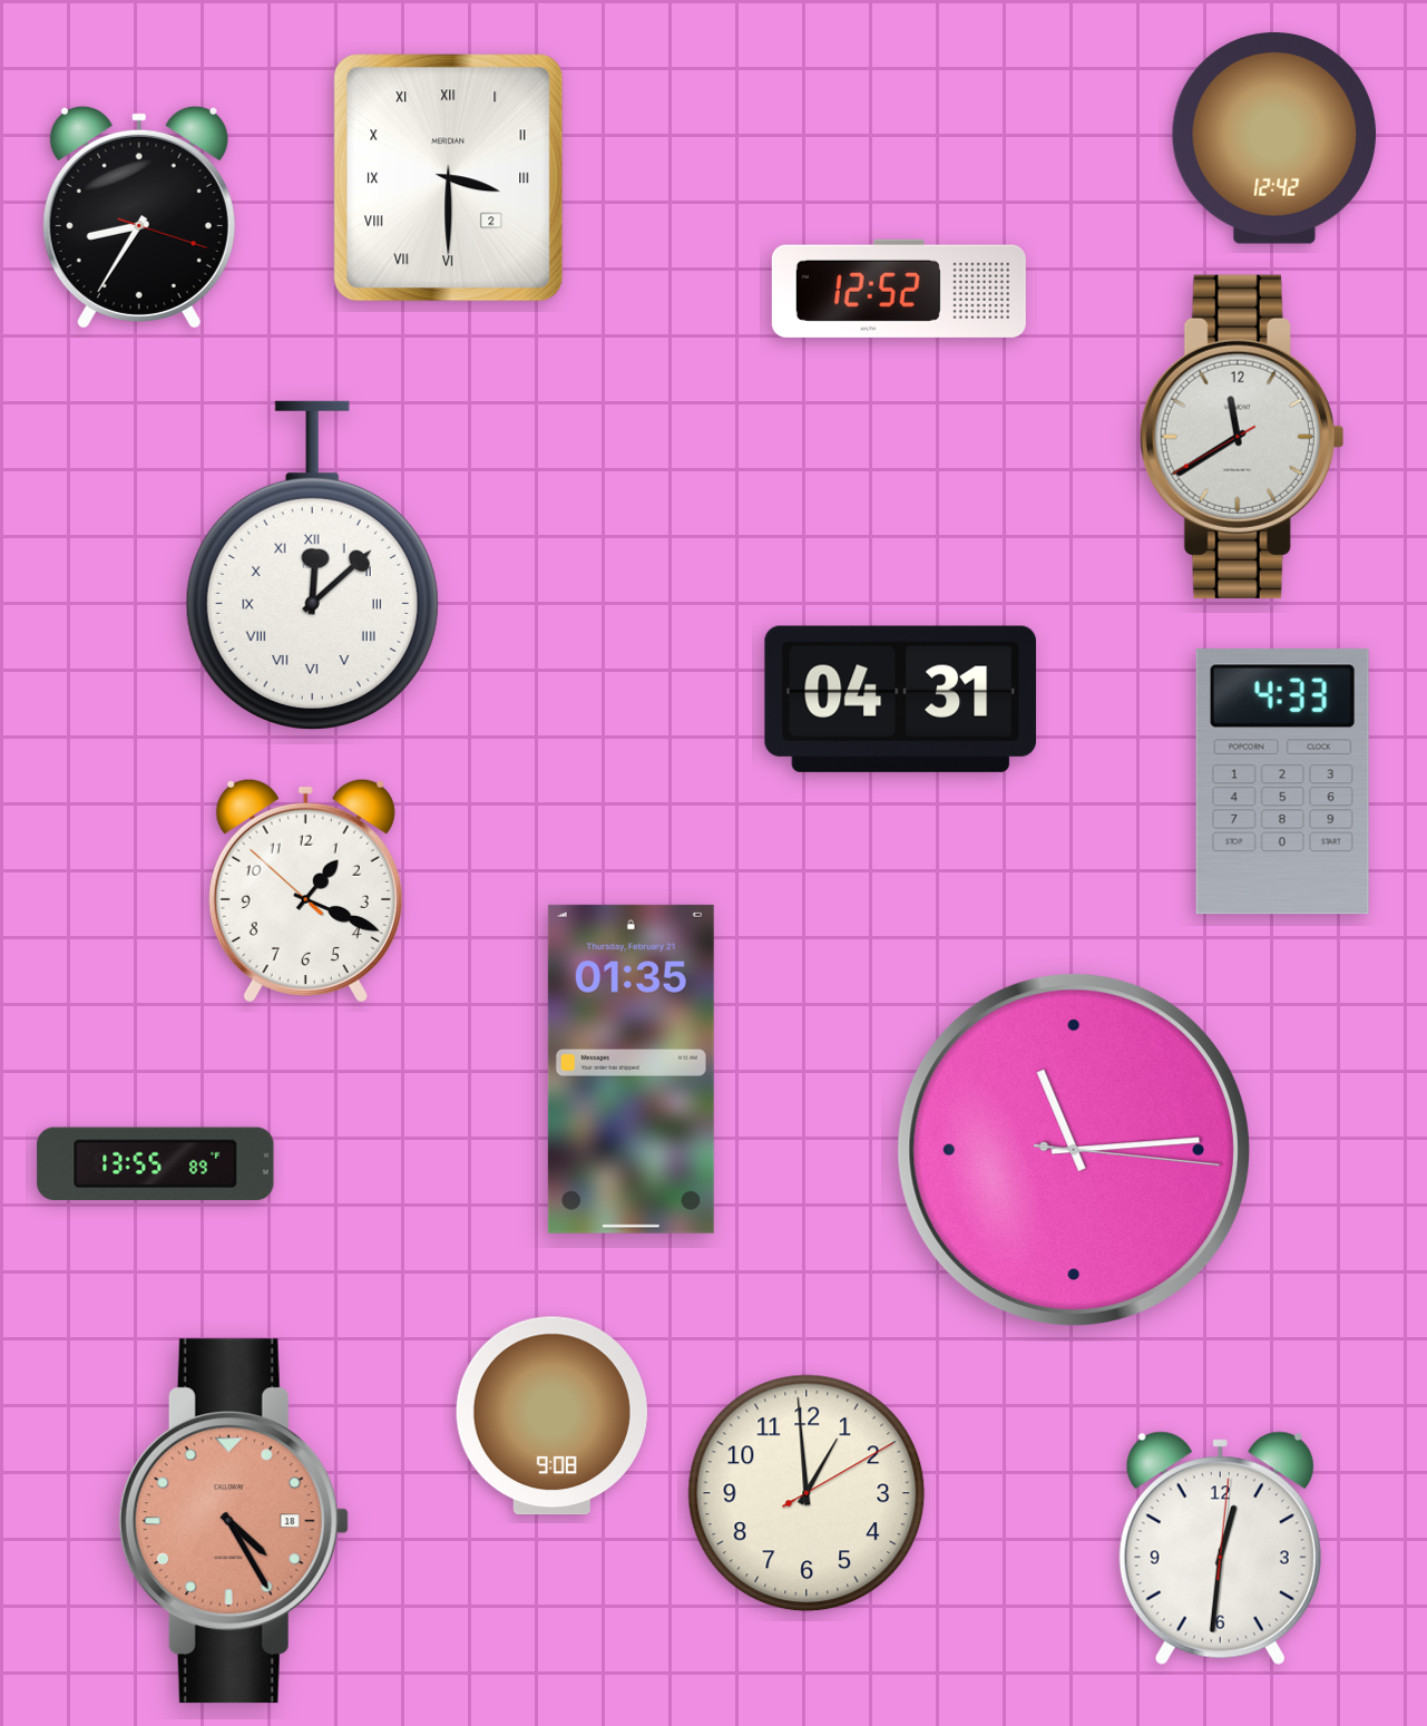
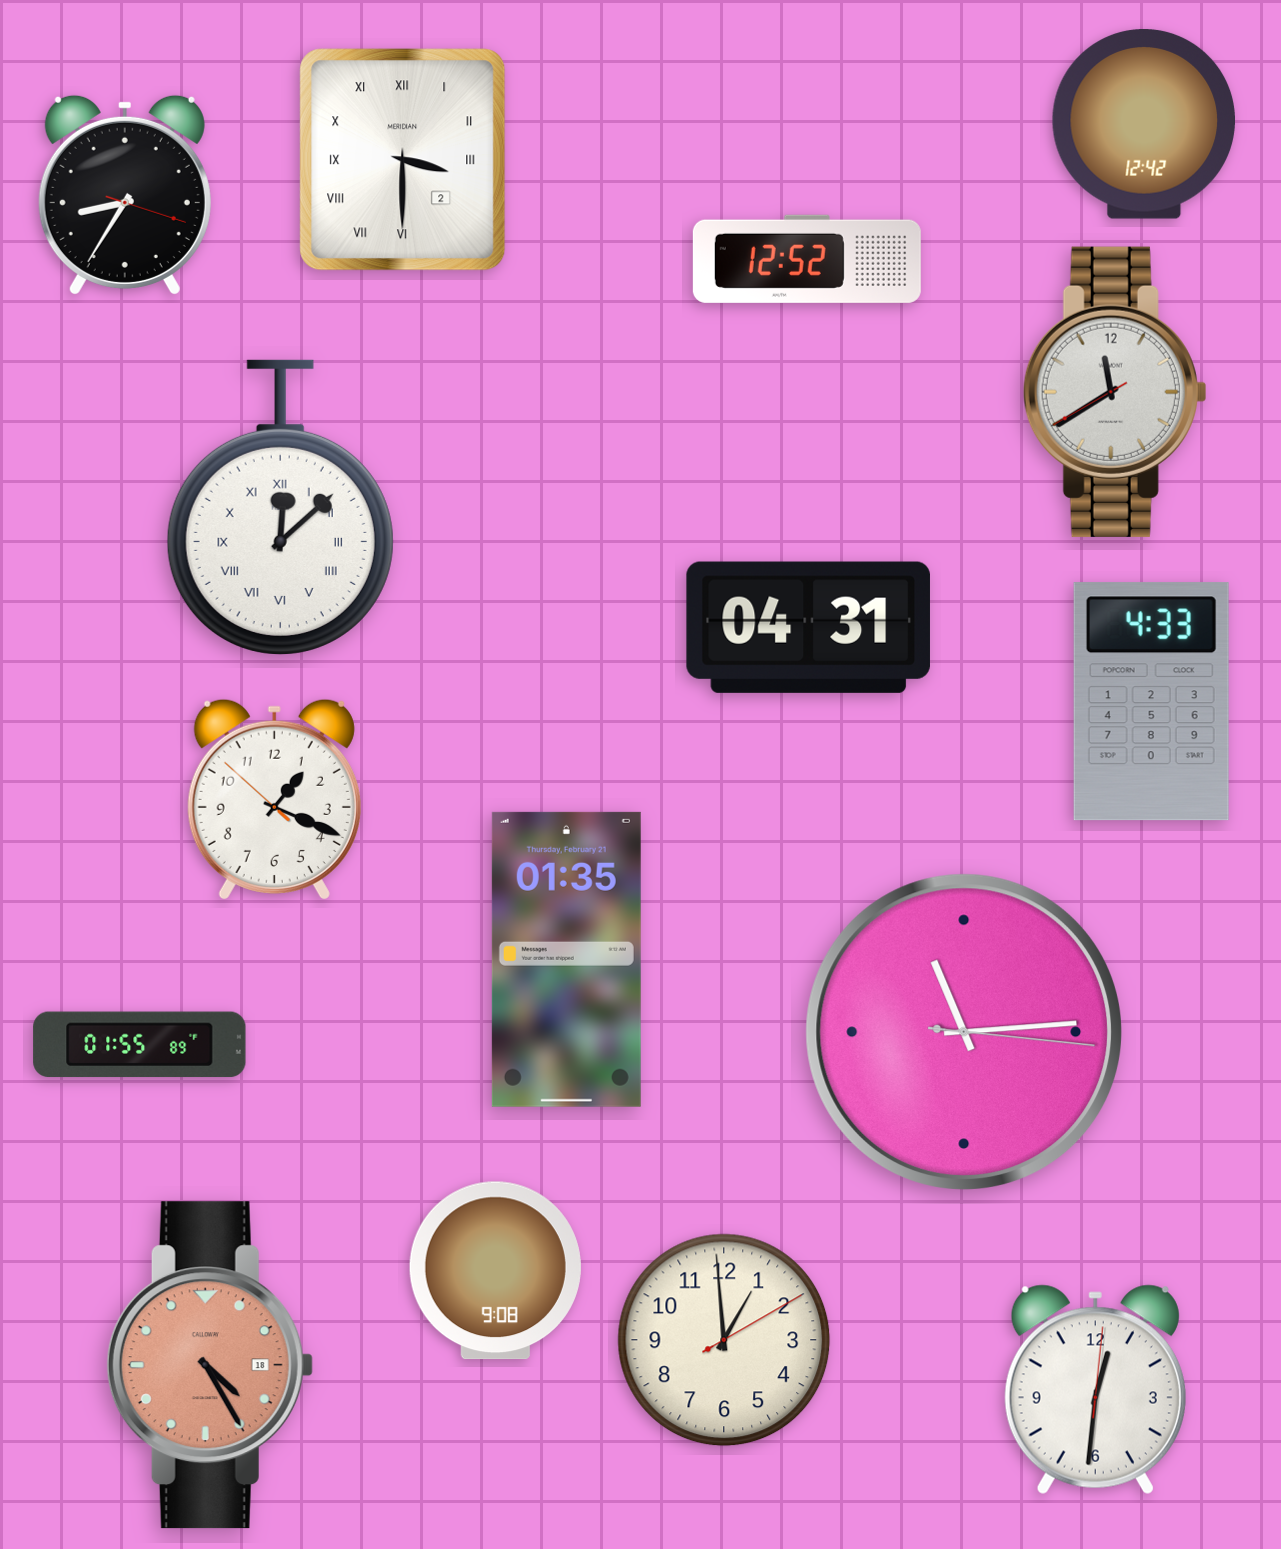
clock at (156, 1164): 13:55 -> 01:55
